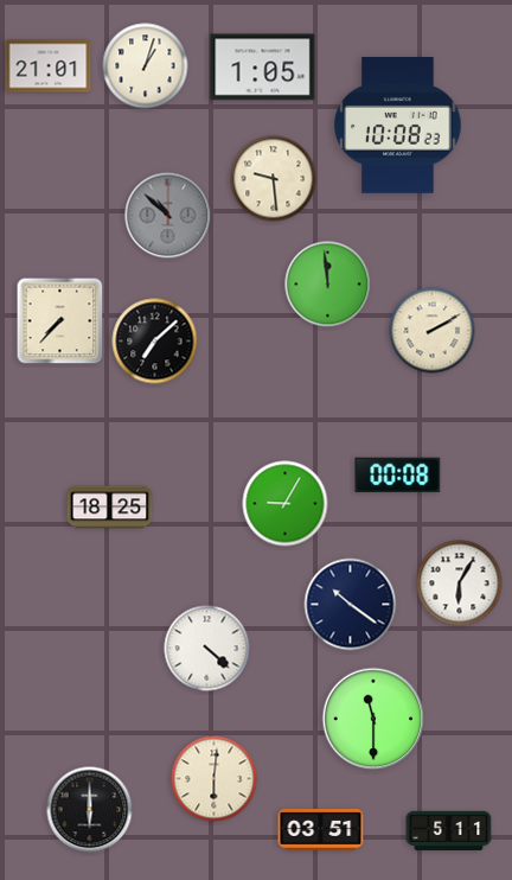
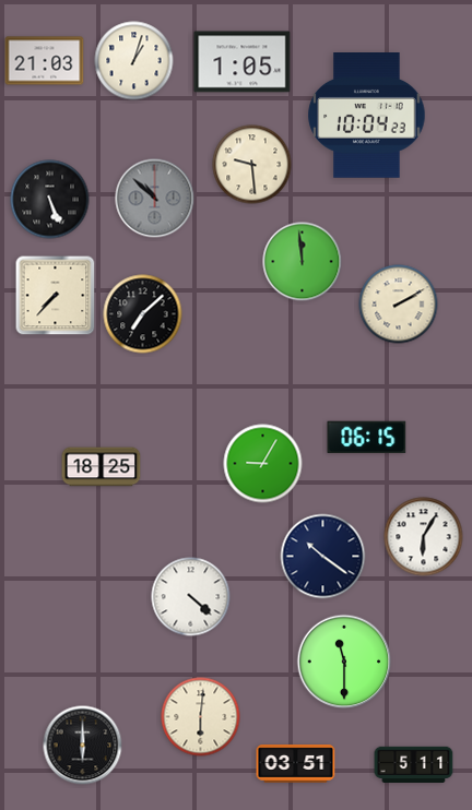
clock at (49, 66): 21:01 -> 21:03
clock at (398, 126): 10:08 -> 10:04
clock at (50, 200): none -> 5:26
clock at (398, 476): 00:08 -> 06:15
clock at (215, 779) position: (215, 779) -> (201, 717)
